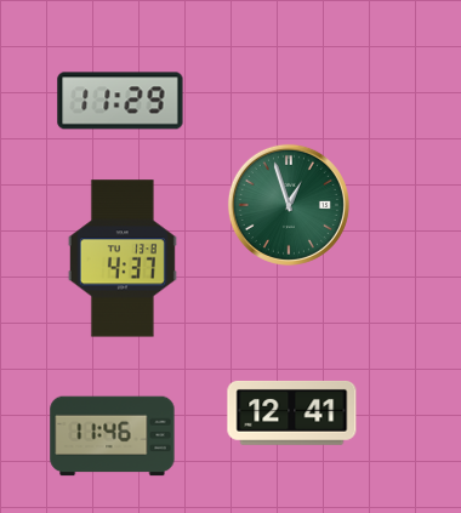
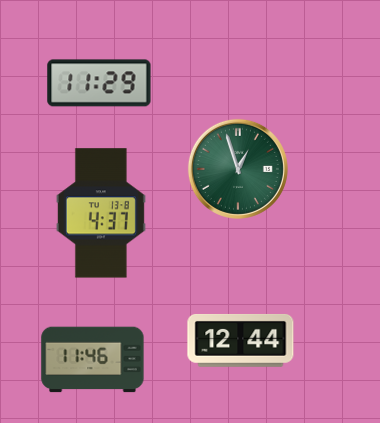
clock at (292, 412): 12:41 -> 12:44
